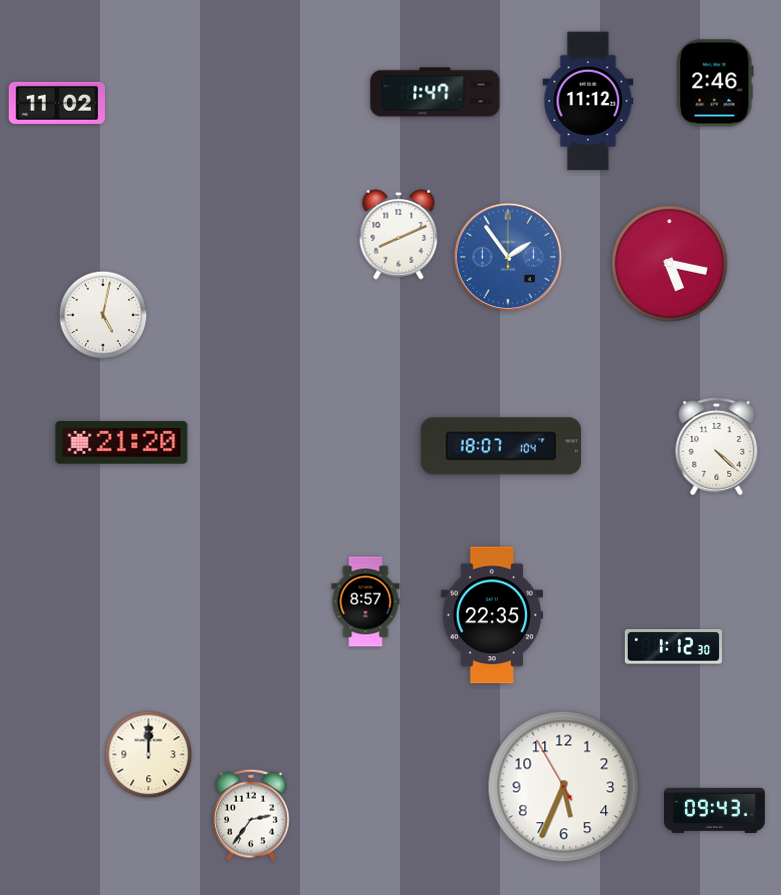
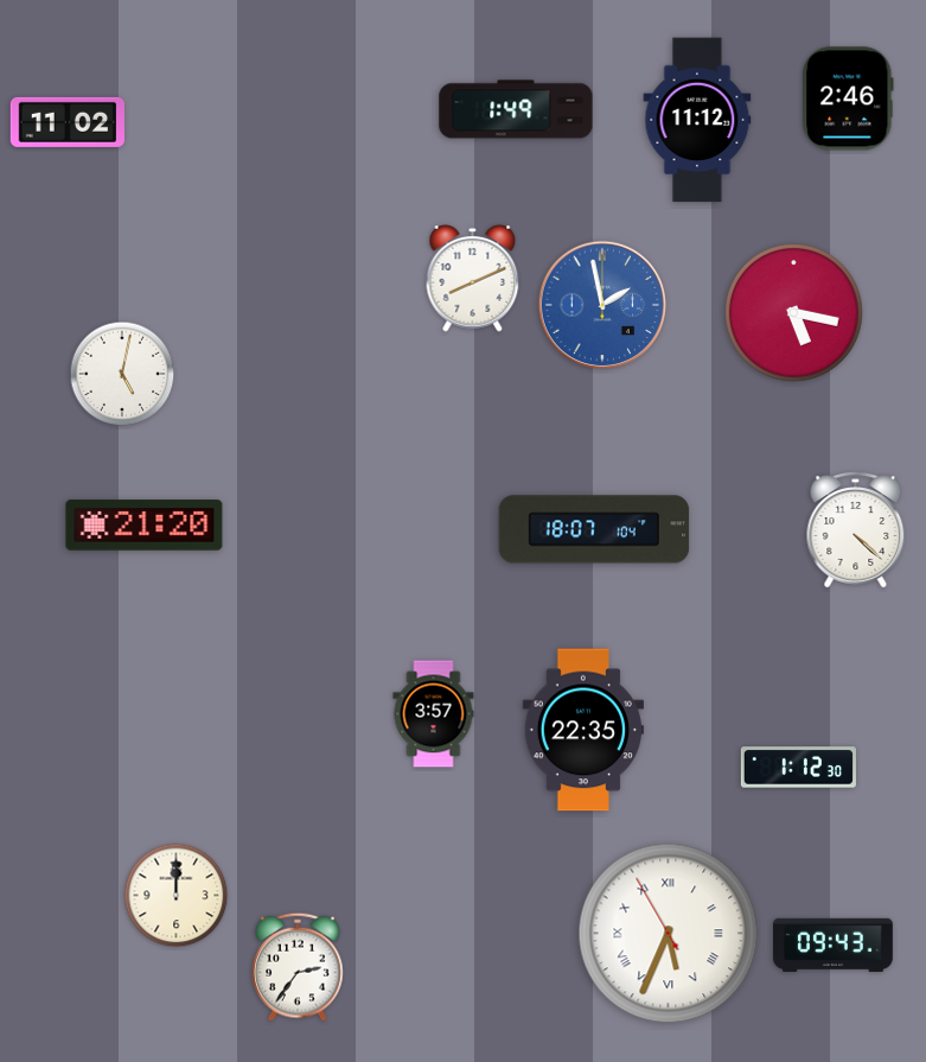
clock at (435, 92): 1:47 -> 1:49
clock at (508, 257): 1:54 -> 1:58
clock at (717, 447) position: (717, 447) -> (856, 530)
clock at (366, 602): 8:57 -> 3:57
clock at (564, 787) numerals: Arabic -> Roman
clock at (715, 810) position: (715, 810) -> (834, 945)
